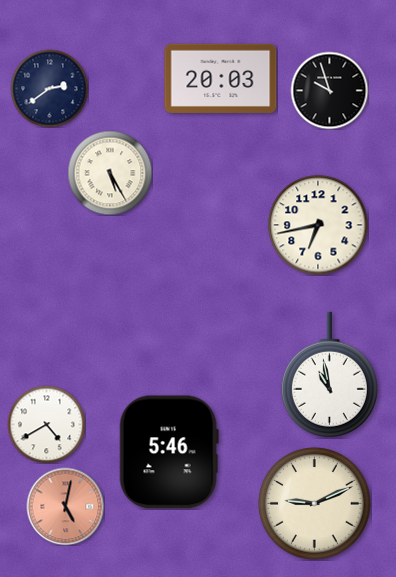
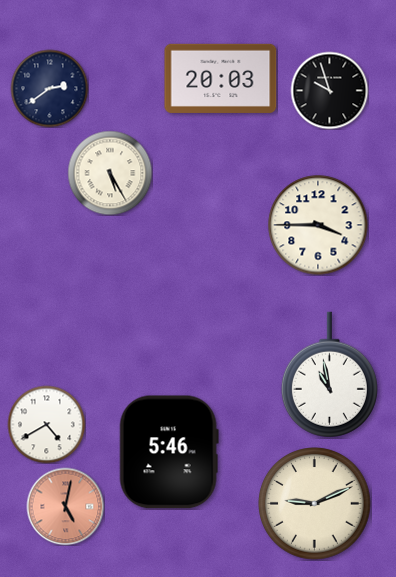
clock at (318, 225): 6:43 -> 3:45
